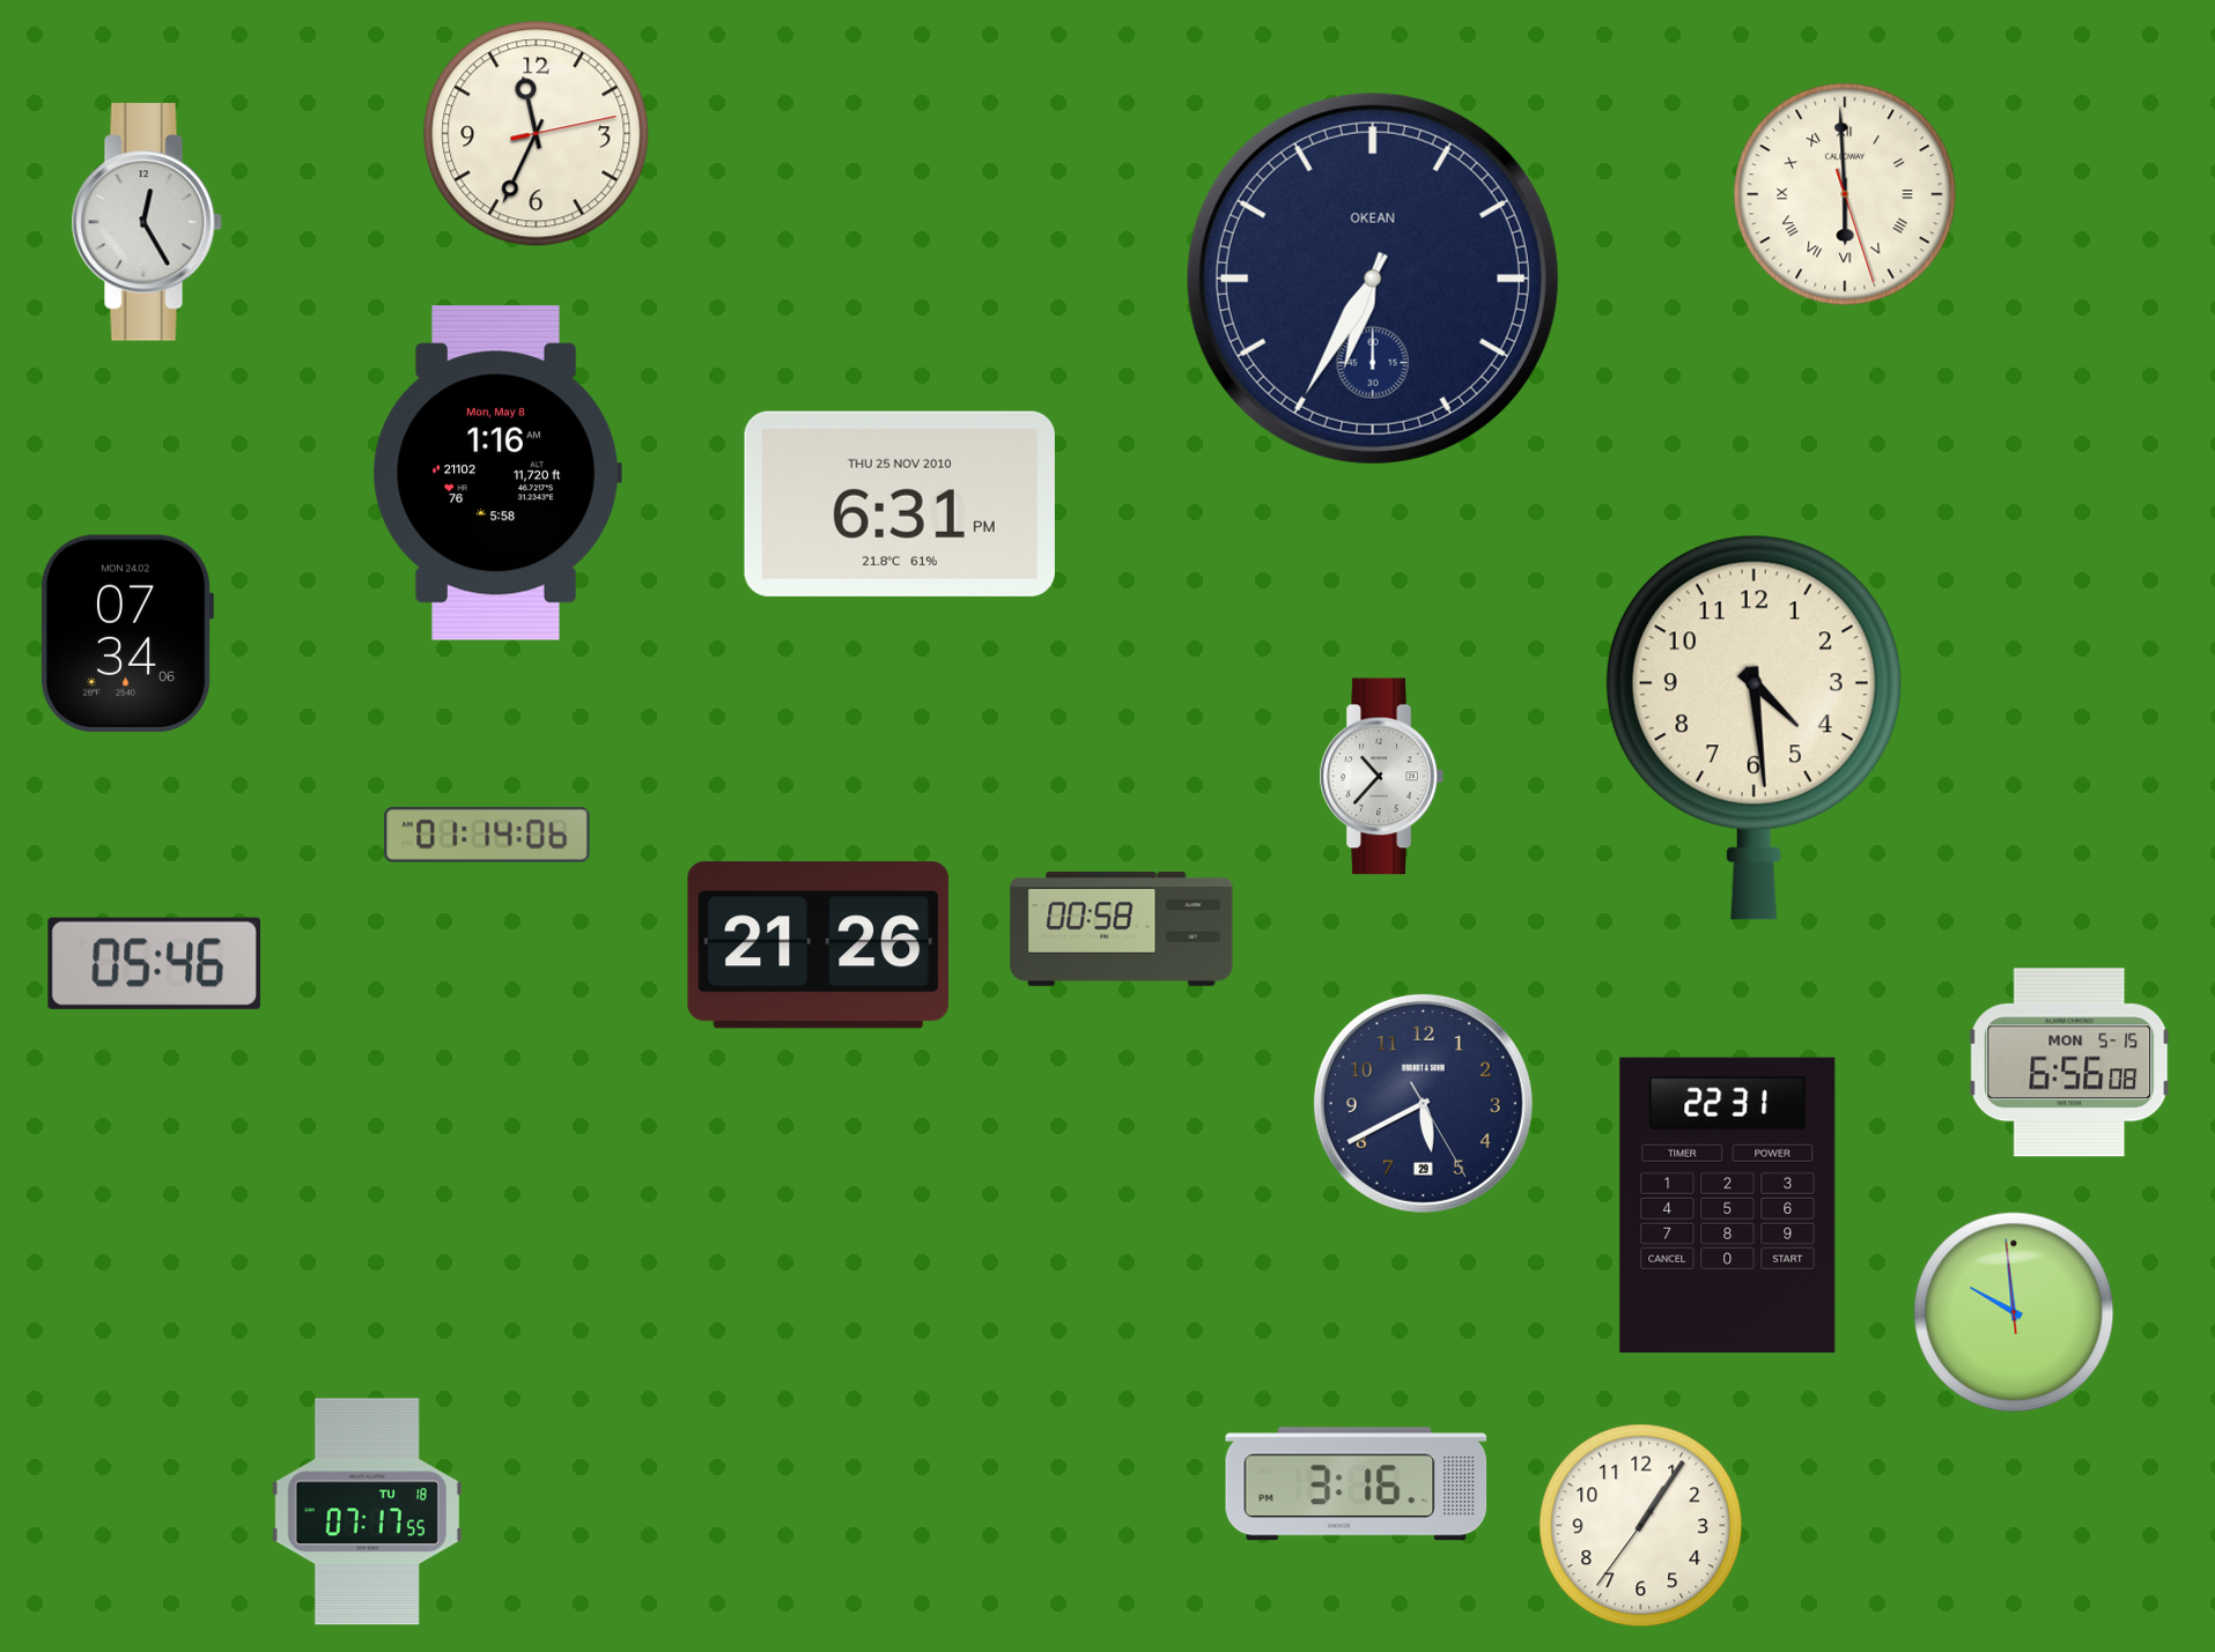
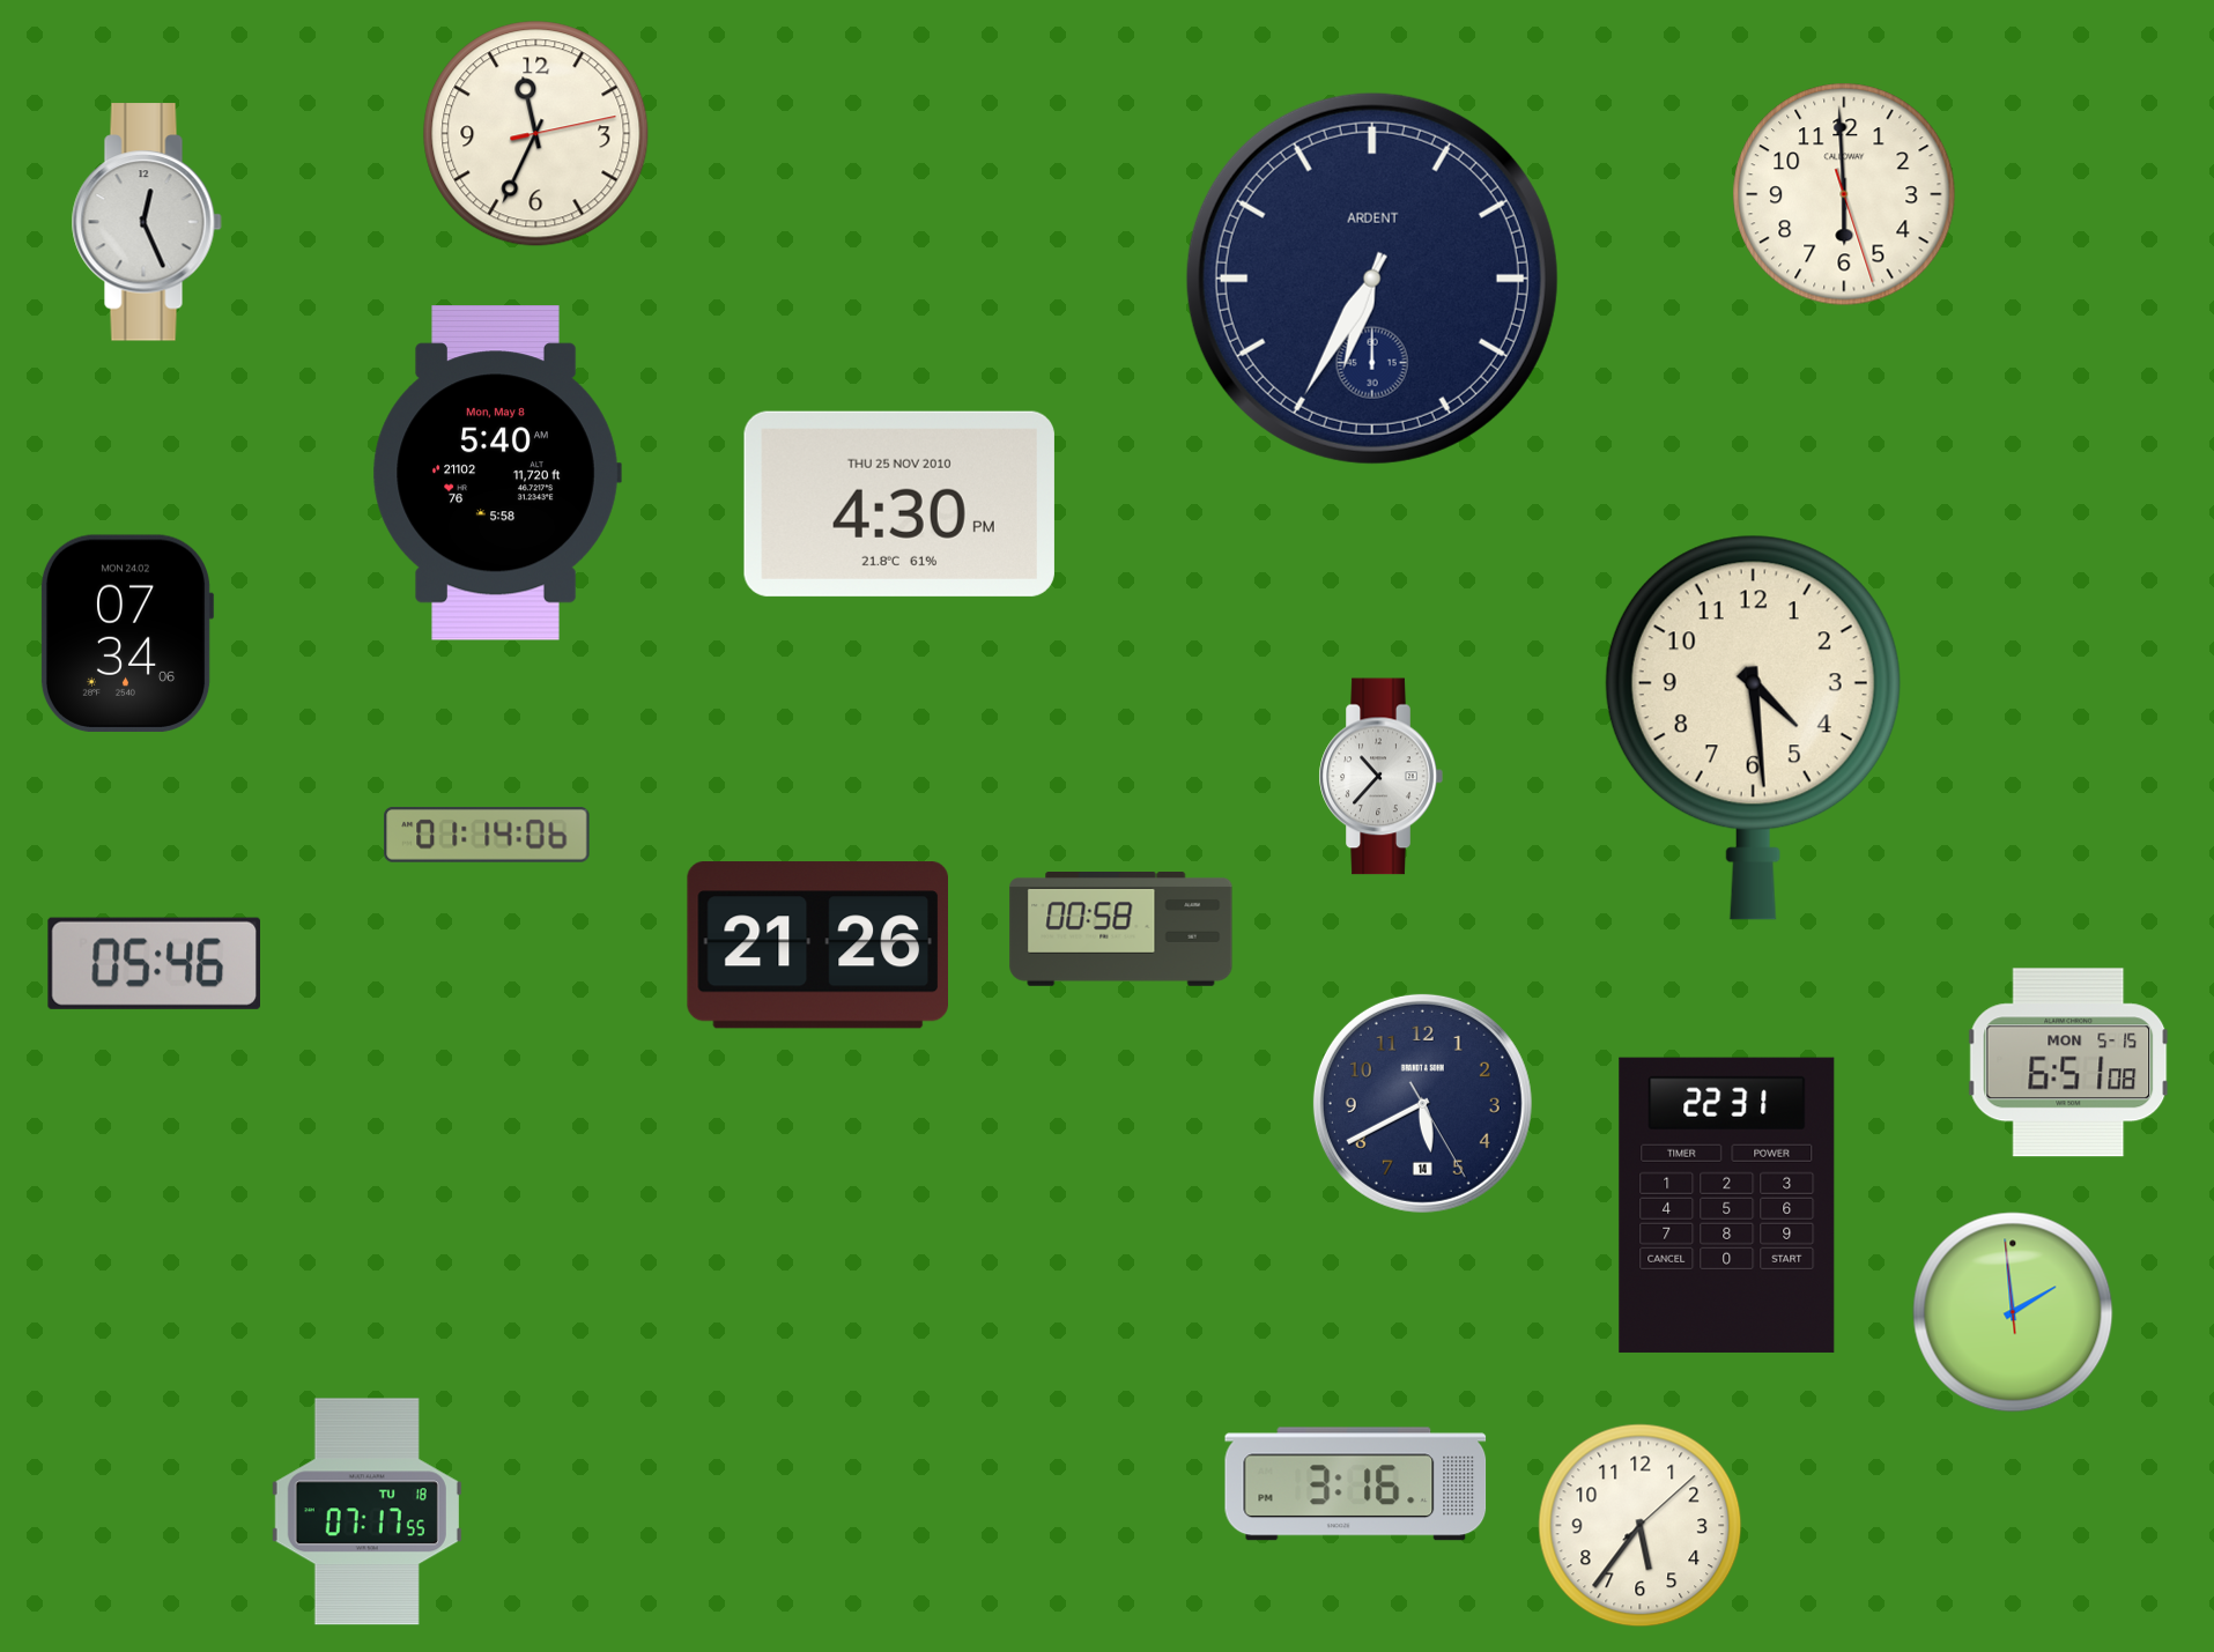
clock at (1845, 194) numerals: Roman -> Arabic
clock at (147, 222): 12:25 -> 12:26
clock at (1373, 279) brand: OKEAN -> ARDENT
clock at (497, 473): 1:16 -> 5:40
clock at (900, 504): 6:31 -> 4:30
clock at (2069, 1062): 6:56 -> 6:51
clock at (1423, 1103) date: 29 -> 14
clock at (2014, 1312): 9:58 -> 1:58
clock at (1641, 1526): 1:05 -> 5:36
